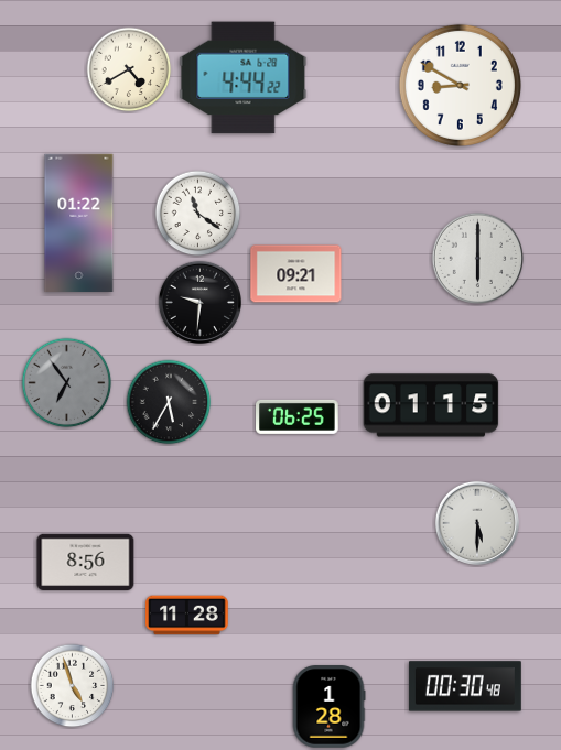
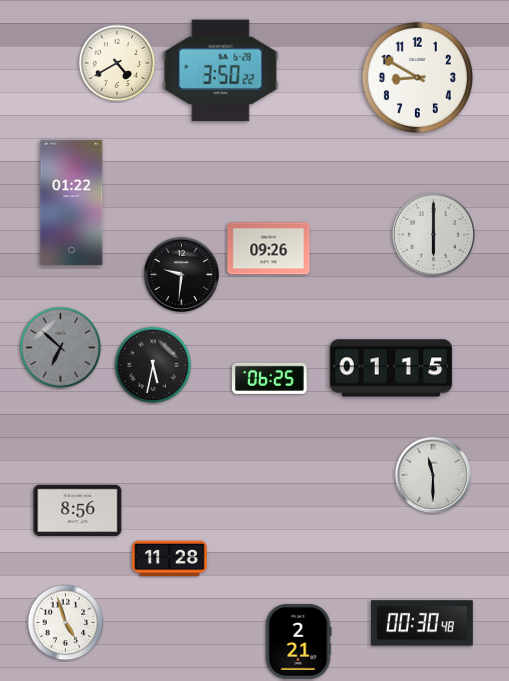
clock at (244, 78): 4:44 -> 3:50
clock at (198, 214): 11:21 -> none
clock at (296, 274): 09:21 -> 09:26
clock at (67, 383): 6:54 -> 6:52
clock at (169, 402): 5:35 -> 5:32
clock at (477, 523): 5:30 -> 11:30
clock at (328, 707): 1:28 -> 2:21
